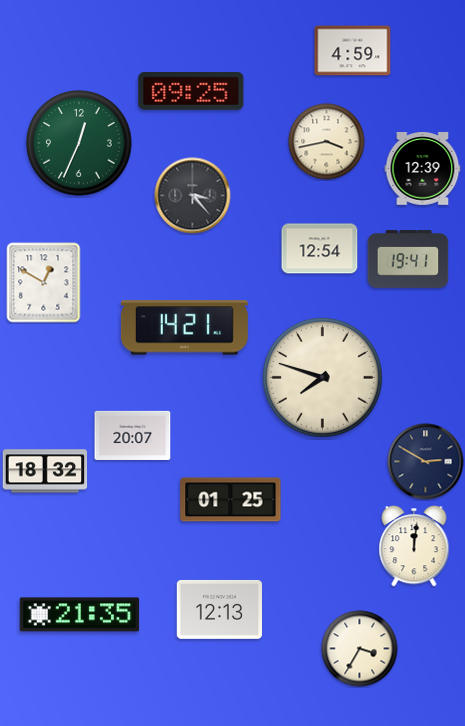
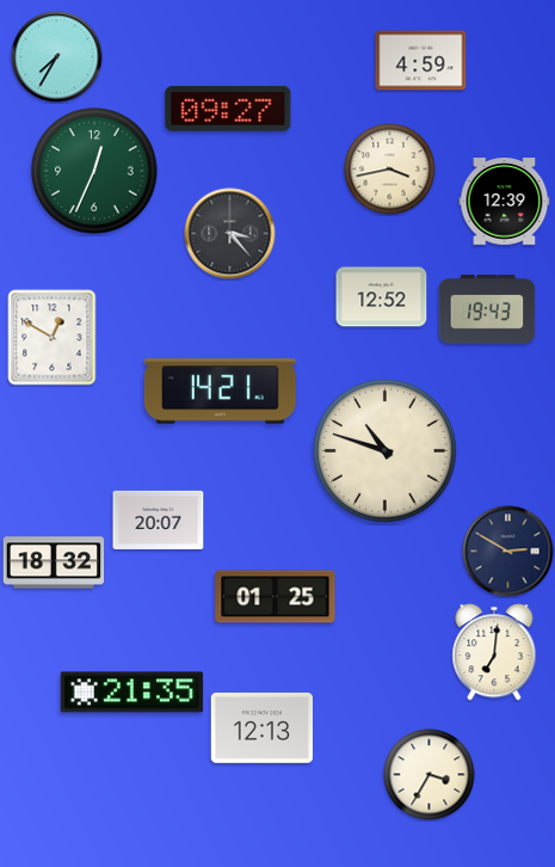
clock at (57, 57): none -> 7:35
clock at (191, 91): 09:25 -> 09:27
clock at (320, 249): 12:54 -> 12:52
clock at (408, 259): 19:41 -> 19:43
clock at (323, 378): 7:48 -> 10:48
clock at (414, 546): 12:01 -> 7:01
clock at (80, 615) position: (80, 615) -> (132, 693)
